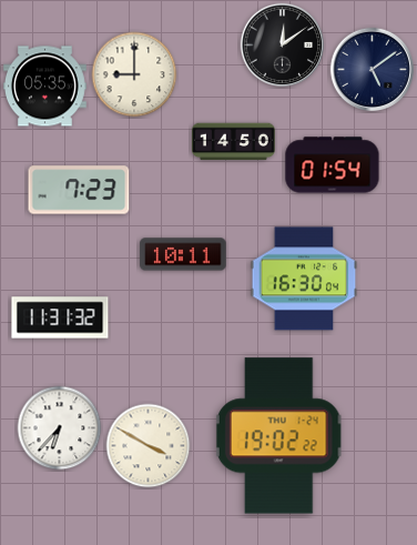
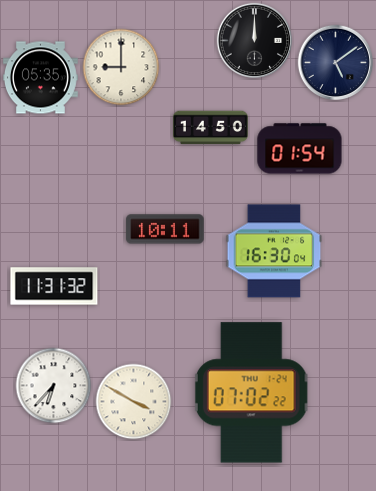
clock at (283, 46): 12:09 -> 12:00
clock at (79, 190): 7:23 -> none
clock at (278, 436): 19:02 -> 07:02
